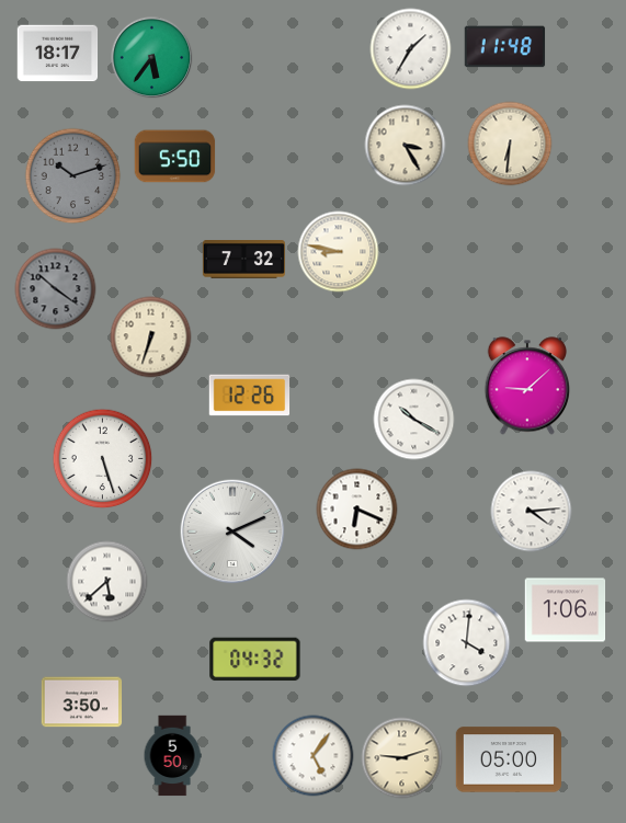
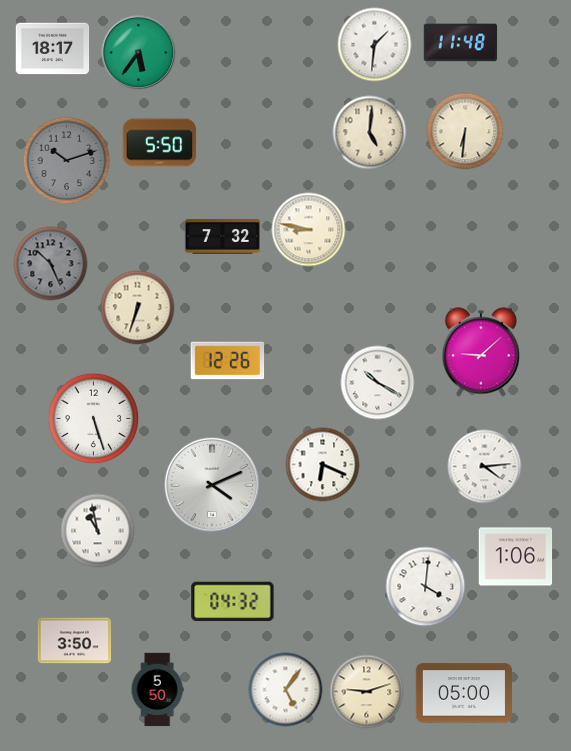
clock at (411, 49): 1:35 -> 1:31
clock at (406, 146): 3:25 -> 5:01
clock at (56, 289): 10:21 -> 10:26
clock at (357, 510) position: (357, 510) -> (323, 465)
clock at (107, 582): 5:38 -> 10:58
